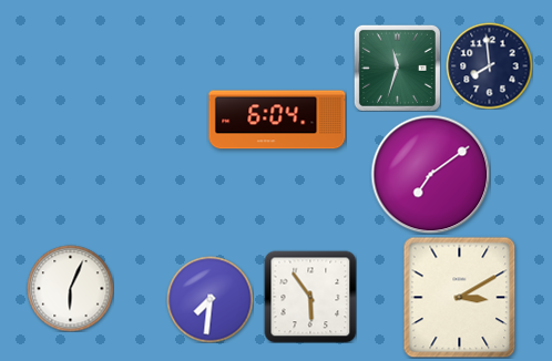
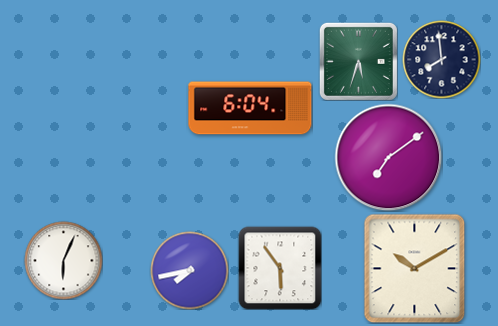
clock at (397, 68): 11:33 -> 5:33
clock at (460, 297): 3:10 -> 10:10
clock at (209, 299): 7:31 -> 7:43
